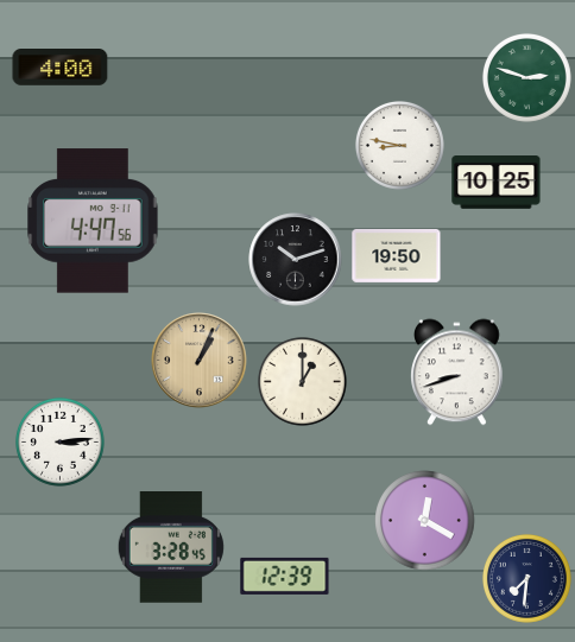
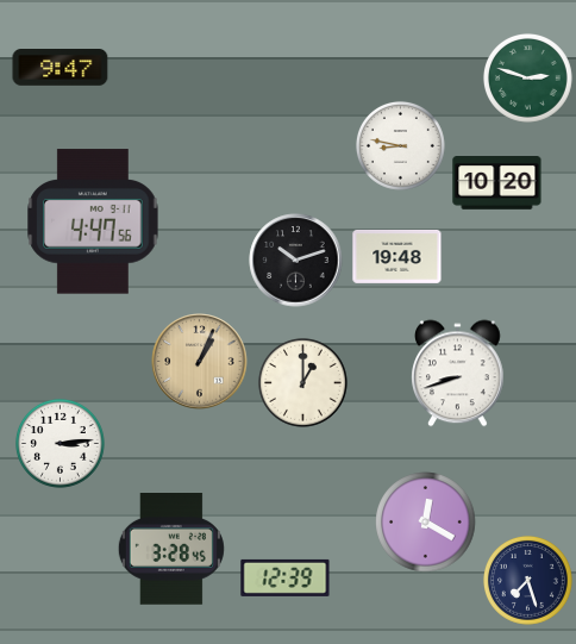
clock at (61, 68): 4:00 -> 9:47
clock at (497, 183): 10:25 -> 10:20
clock at (397, 255): 19:50 -> 19:48
clock at (526, 579): 7:31 -> 7:27
